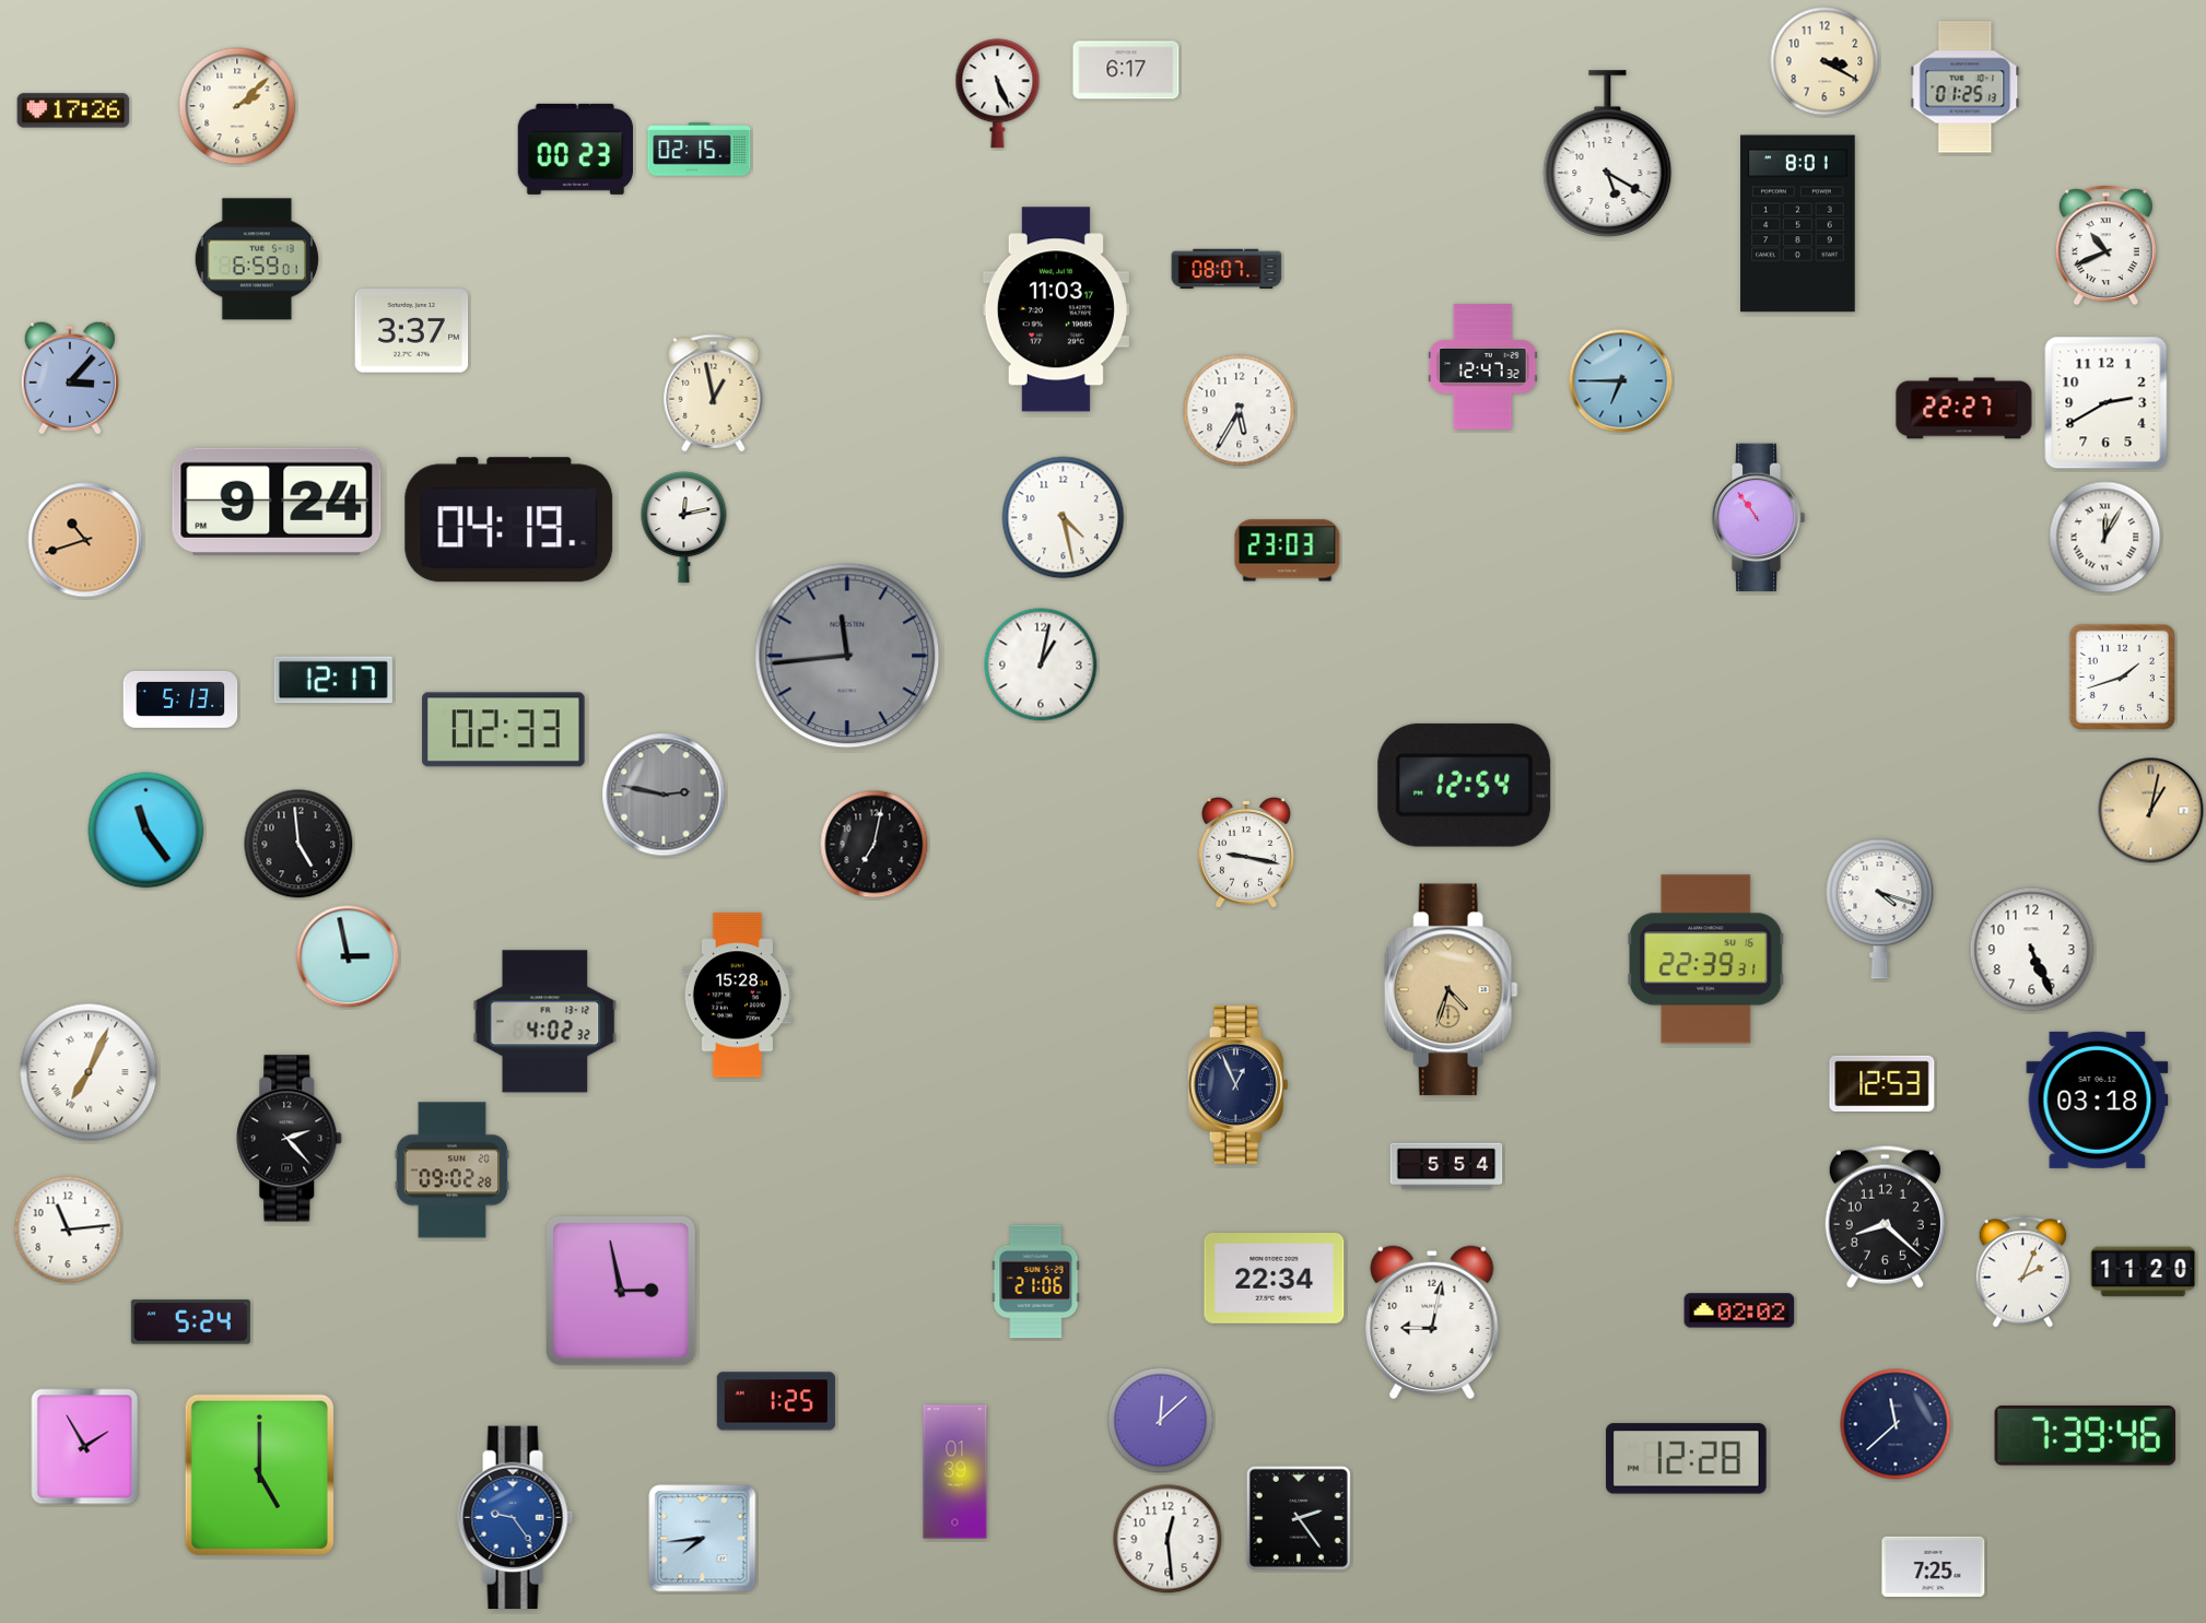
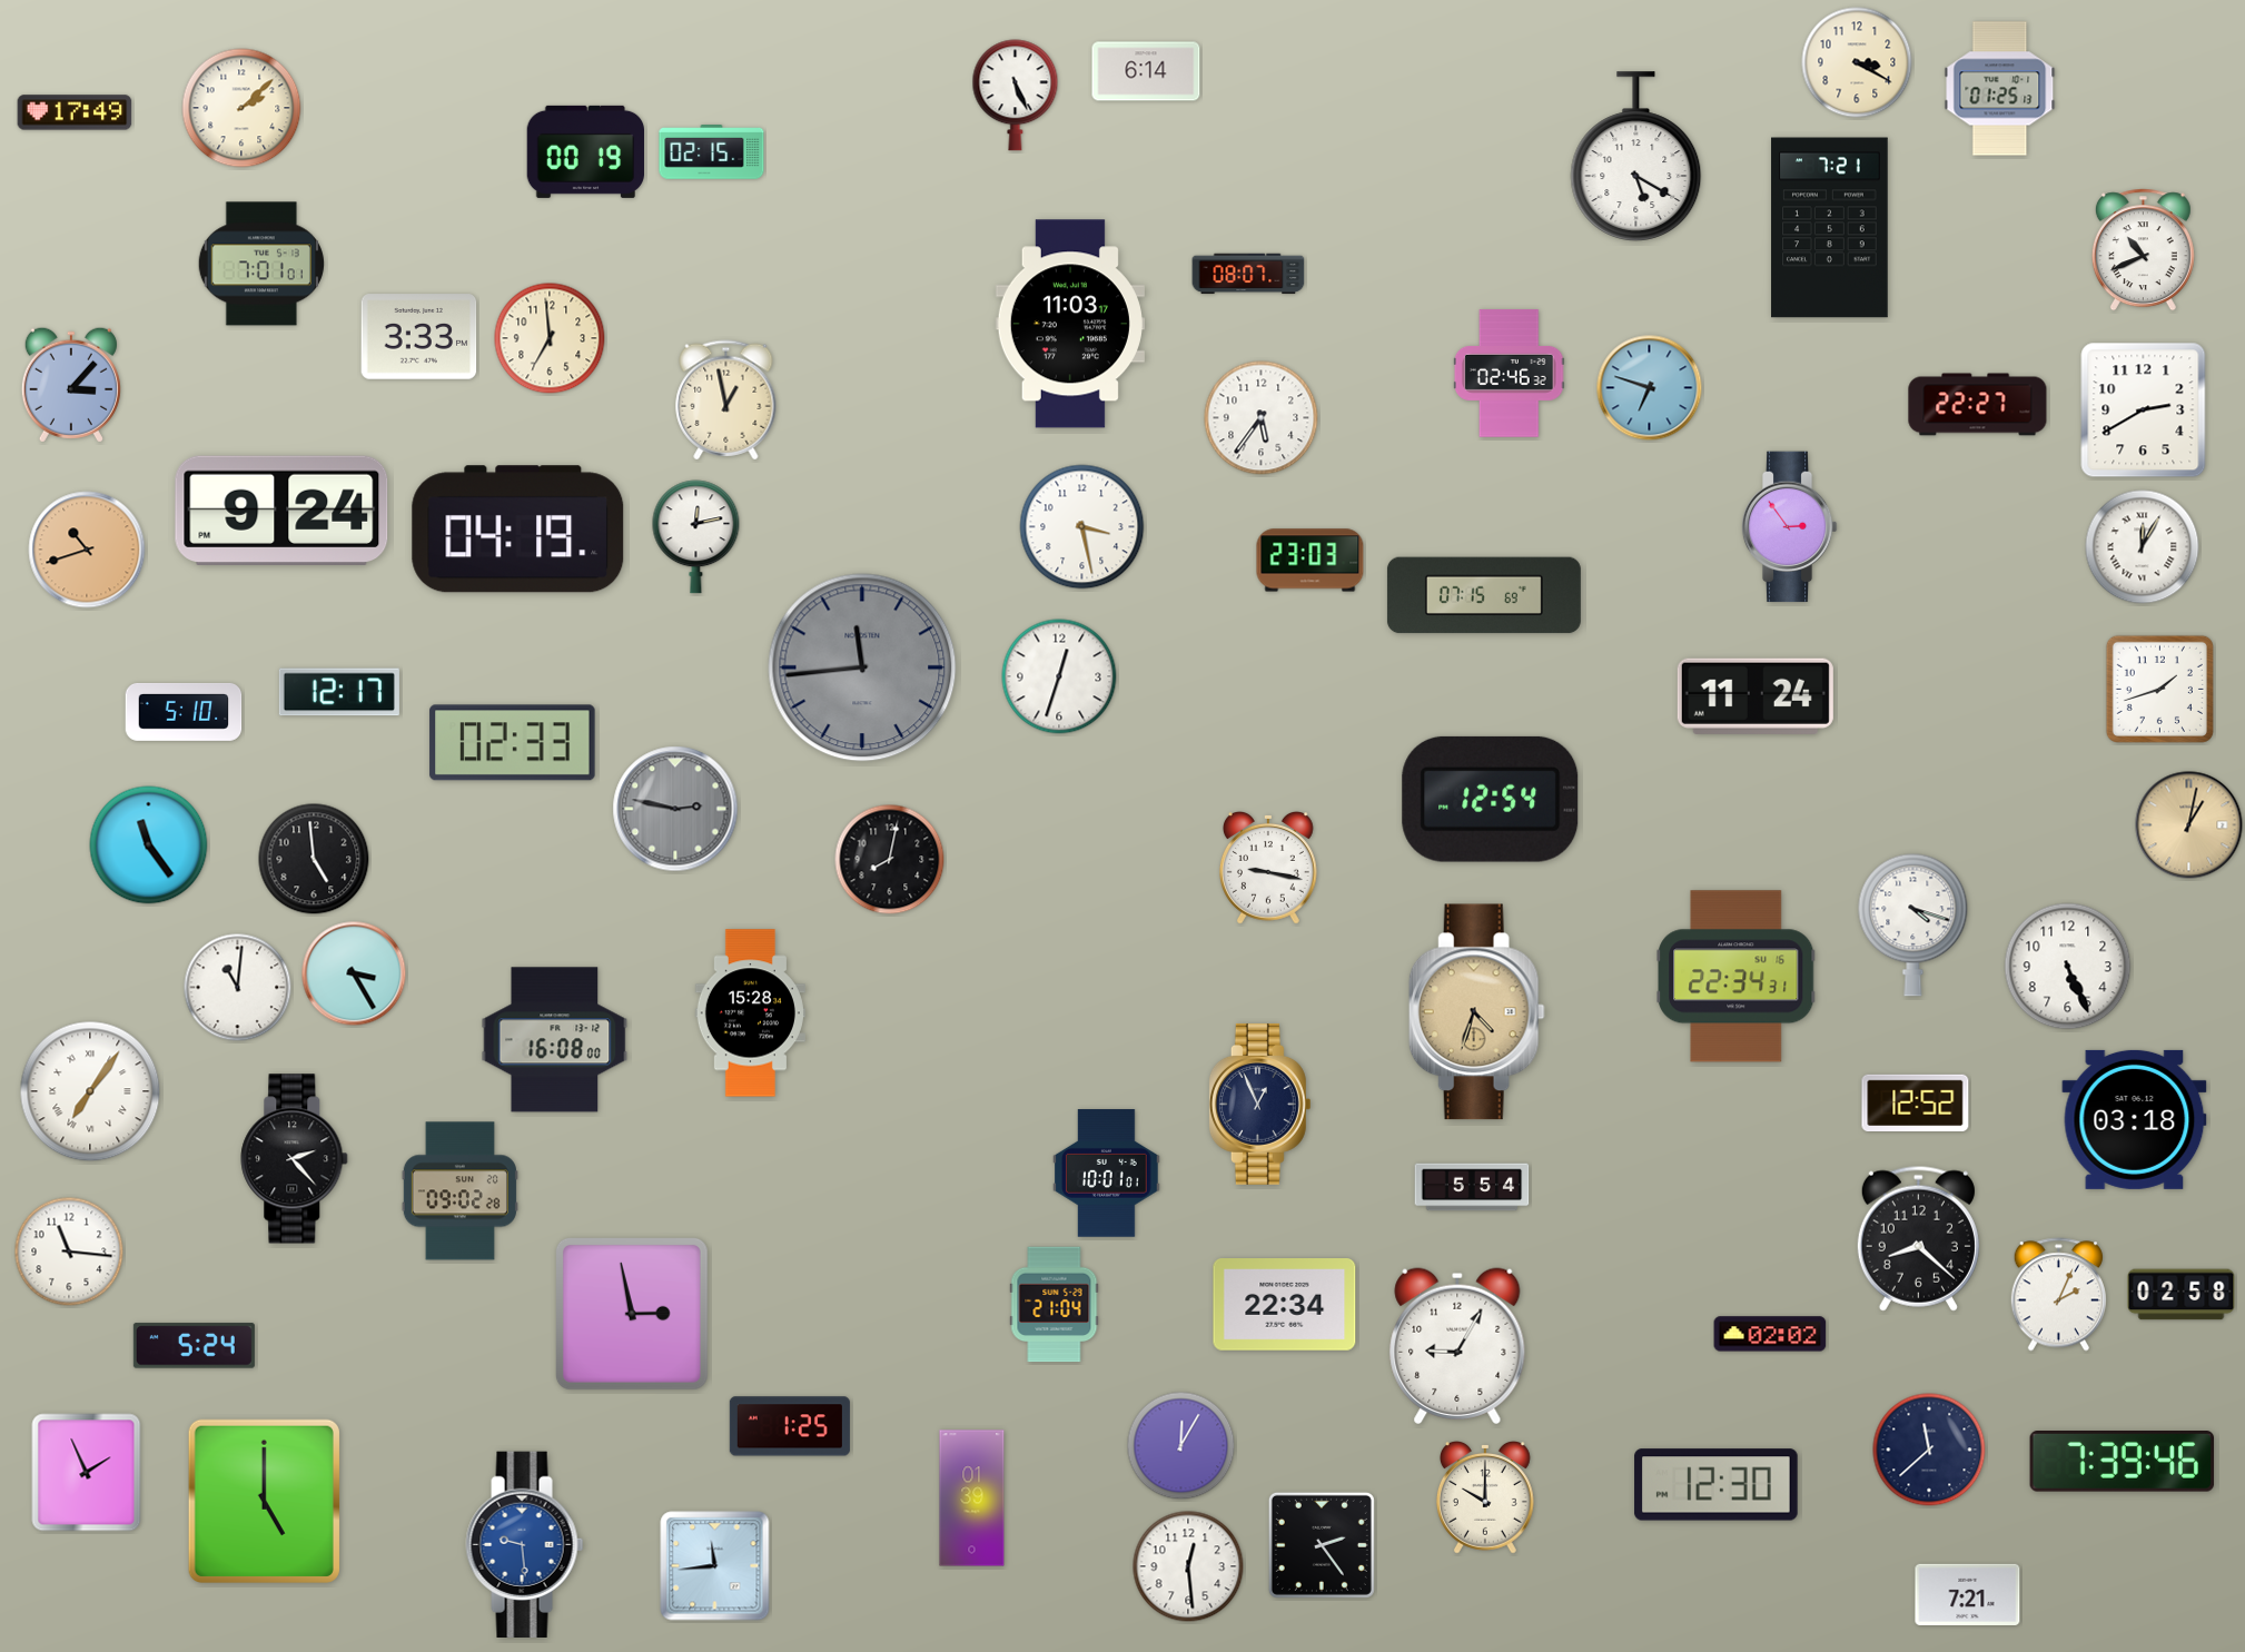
clock at (1126, 70): 6:17 -> 6:14
clock at (73, 110): 17:26 -> 17:49
clock at (575, 149): 00:23 -> 00:19
clock at (1798, 224): 8:01 -> 7:21
clock at (256, 259): 6:59 -> 7:01
clock at (1056, 309) position: (1056, 309) -> (1070, 324)
clock at (412, 331): 3:37 -> 3:33
clock at (550, 338): none -> 6:59
clock at (1482, 367): 12:47 -> 02:46
clock at (1621, 381): 6:45 -> 6:48
clock at (1964, 409) position: (1964, 409) -> (1978, 405)
clock at (1240, 411): 5:35 -> 5:36
clock at (1064, 518): 4:28 -> 3:28
clock at (1758, 518): 10:54 -> 2:54
clock at (1484, 595): none -> 07:15
clock at (1041, 665): 1:02 -> 12:33
clock at (1756, 696): none -> 11:24
clock at (180, 699): 5:13 -> 5:10
clock at (298, 844) position: (298, 844) -> (314, 859)
clock at (875, 845): 7:02 -> 8:02
clock at (348, 956): 2:58 -> 3:25
clock at (1706, 960): 22:39 -> 22:34
clock at (238, 988): none -> 11:01
clock at (1451, 990) position: (1451, 990) -> (1476, 1012)
clock at (545, 1022): 4:02 -> 16:08
clock at (89, 1072): 7:04 -> 7:06
clock at (1882, 1083): 12:53 -> 12:52
clock at (1107, 1174): none -> 10:01
clock at (68, 1230): 11:14 -> 11:16
clock at (2144, 1272): 11:20 -> 02:58
clock at (1275, 1279) position: (1275, 1279) -> (1285, 1305)
clock at (1036, 1282): 21:06 -> 21:04
clock at (1432, 1322): 9:02 -> 9:05
clock at (1161, 1421): 12:08 -> 12:05
clock at (85, 1447): 1:55 -> 1:56
clock at (1687, 1459): 12:28 -> 12:30
clock at (1485, 1498): none -> 10:00
clock at (516, 1517): 9:24 -> 9:29
clock at (703, 1539): 7:44 -> 11:44
clock at (1934, 1566): 7:25 -> 7:21
